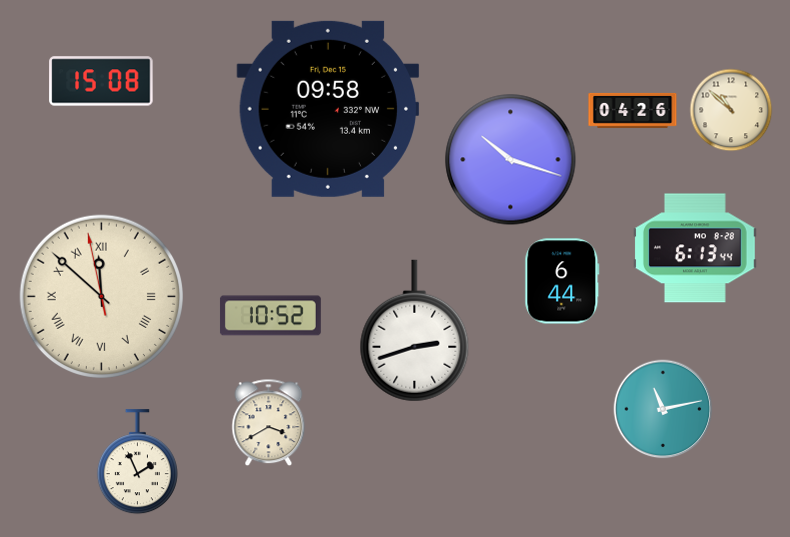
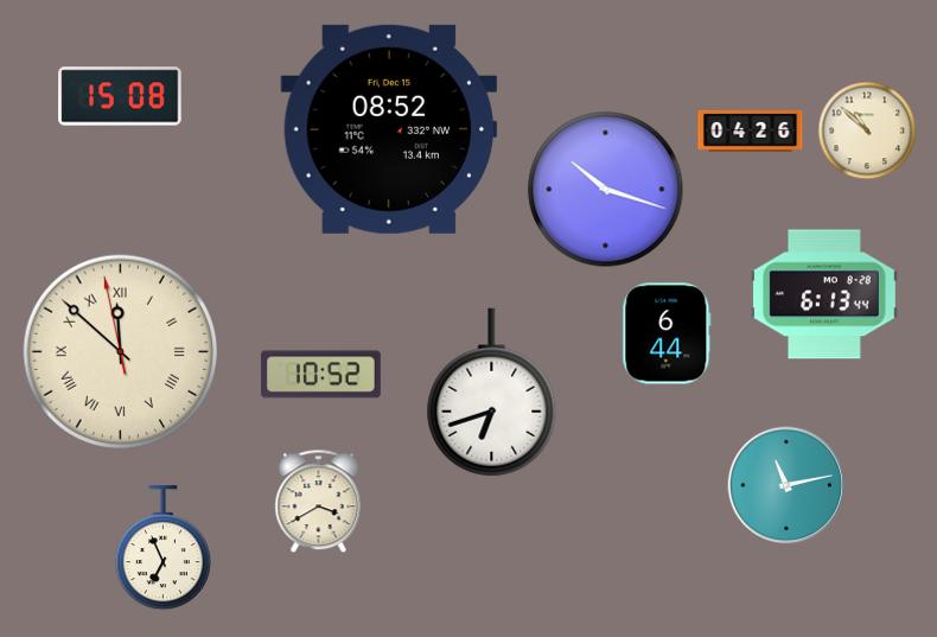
clock at (328, 109): 09:58 -> 08:52
clock at (415, 331): 2:42 -> 6:42
clock at (137, 462): 1:56 -> 6:56
